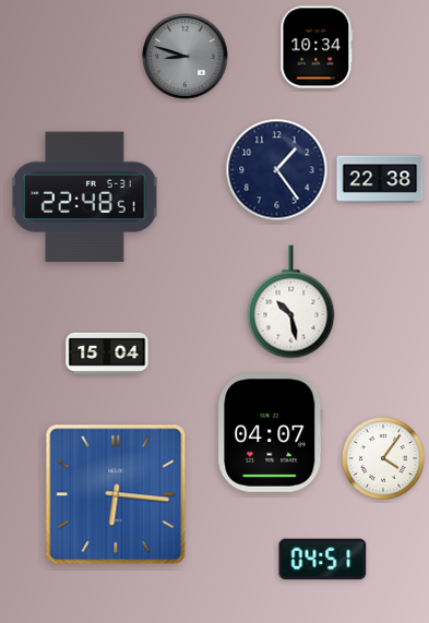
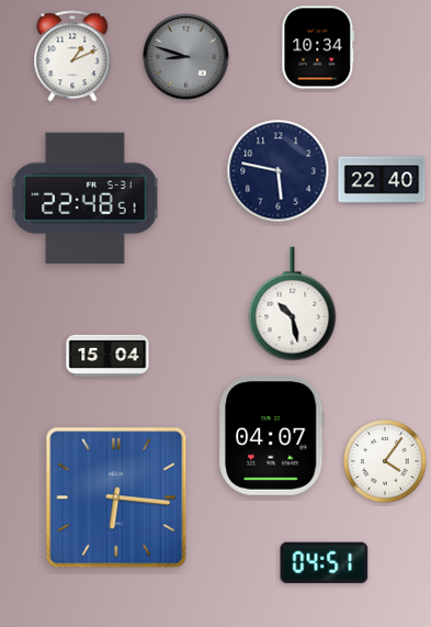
clock at (72, 56): none -> 1:11
clock at (277, 170): 1:24 -> 5:47
clock at (380, 179): 22:38 -> 22:40
